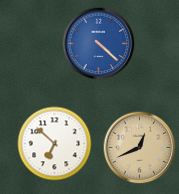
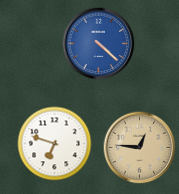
clock at (55, 144): 6:52 -> 6:48
clock at (140, 148): 12:41 -> 12:46
